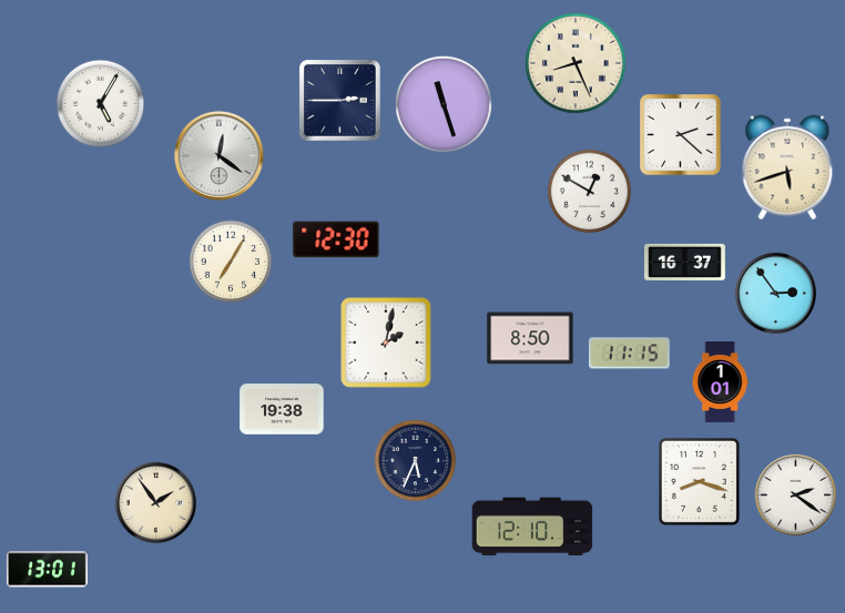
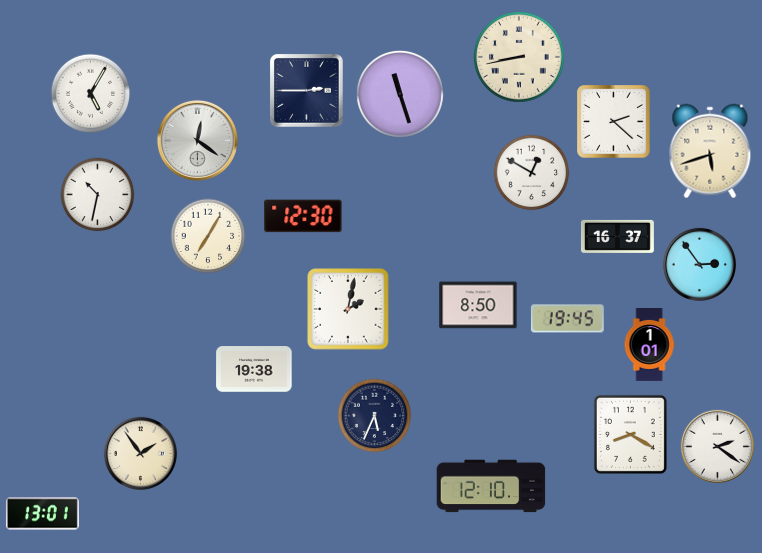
clock at (577, 64): 8:26 -> 8:43
clock at (98, 195): none -> 10:32
clock at (629, 354): 11:15 -> 19:45
clock at (699, 481): 8:18 -> 8:20
clock at (532, 527) position: (532, 527) -> (491, 486)
